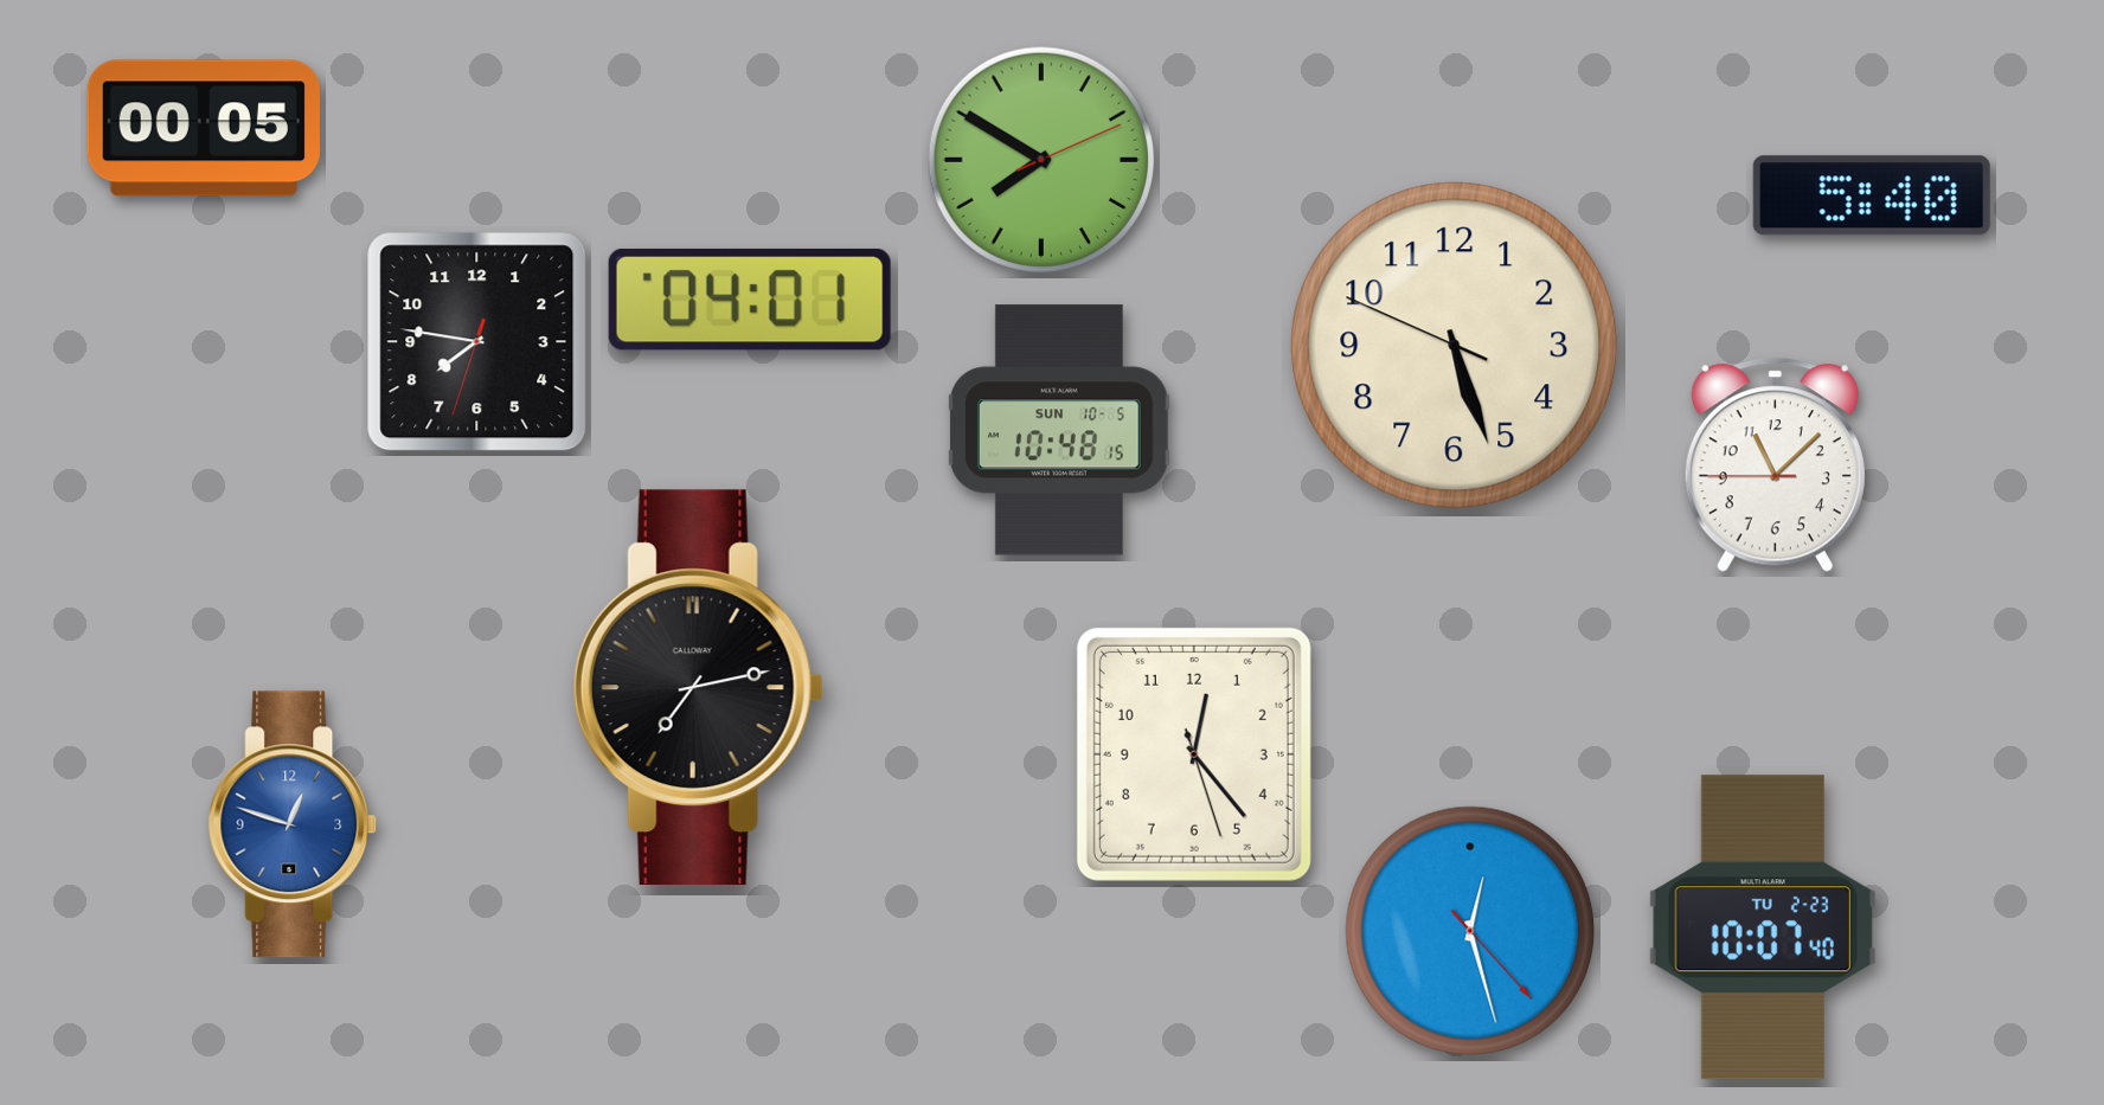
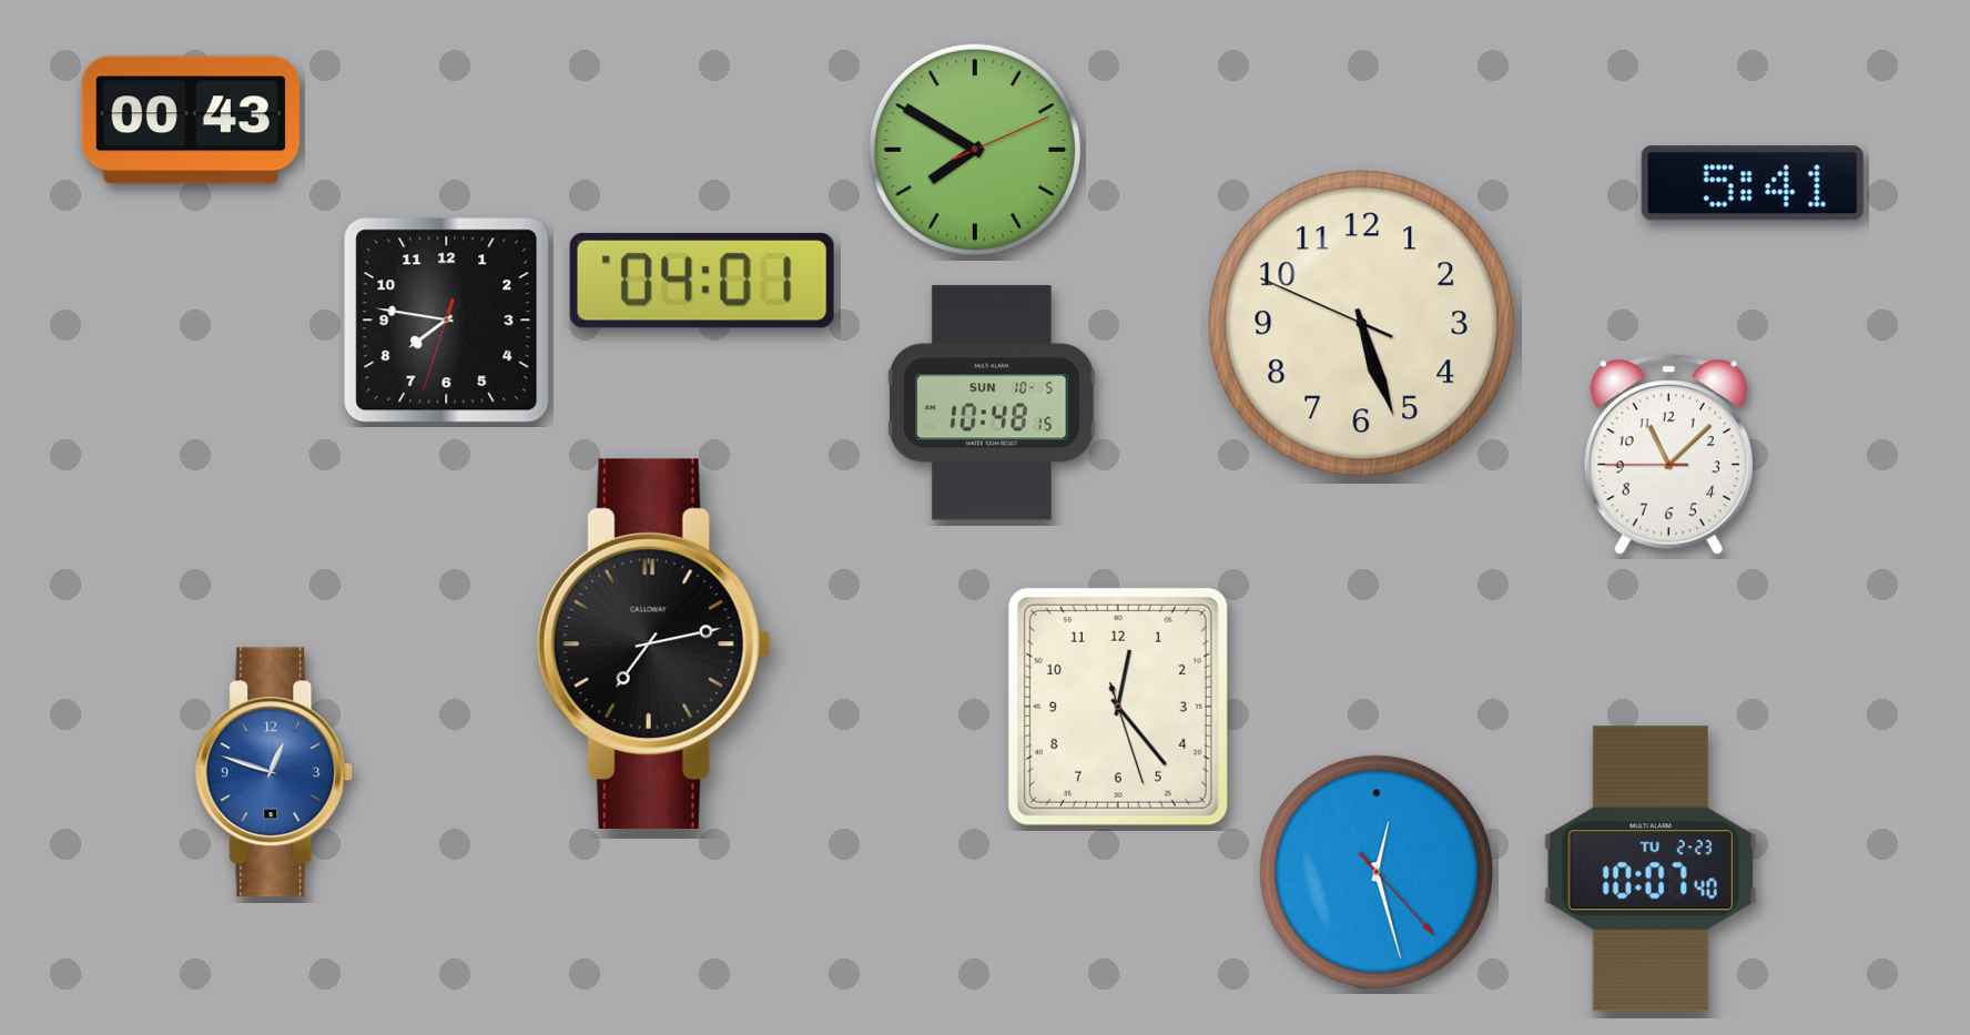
clock at (204, 128): 00:05 -> 00:43
clock at (1872, 195): 5:40 -> 5:41
clock at (1775, 465) position: (1775, 465) -> (1668, 455)
